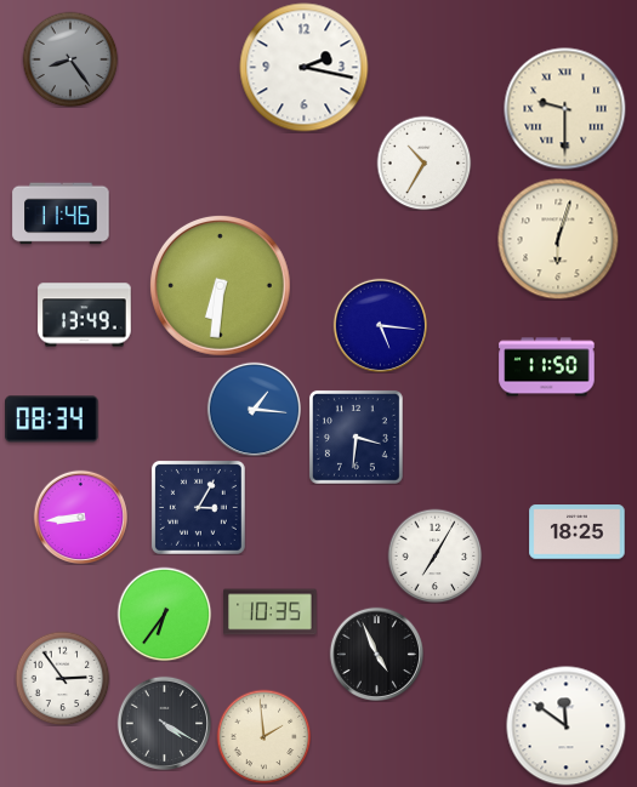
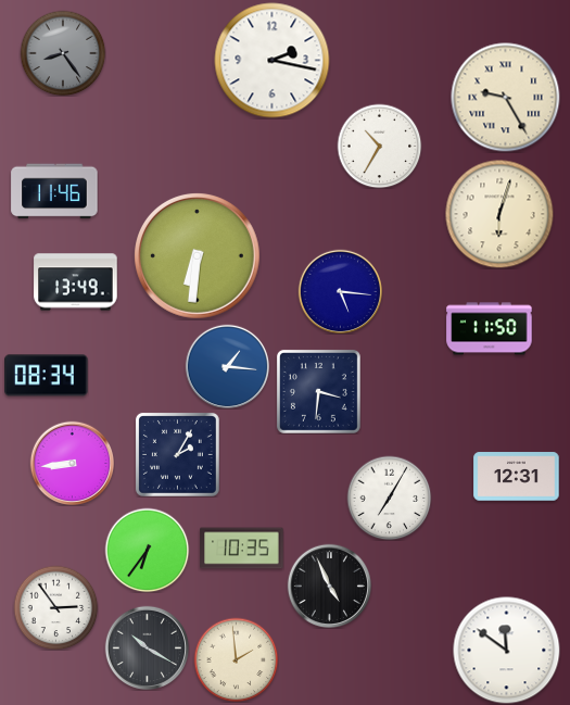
clock at (565, 109): 9:30 -> 9:25
clock at (198, 507): 3:05 -> 2:05
clock at (578, 532): 18:25 -> 12:31
clock at (376, 654) position: (376, 654) -> (329, 586)
clock at (164, 723): 4:20 -> 10:20
